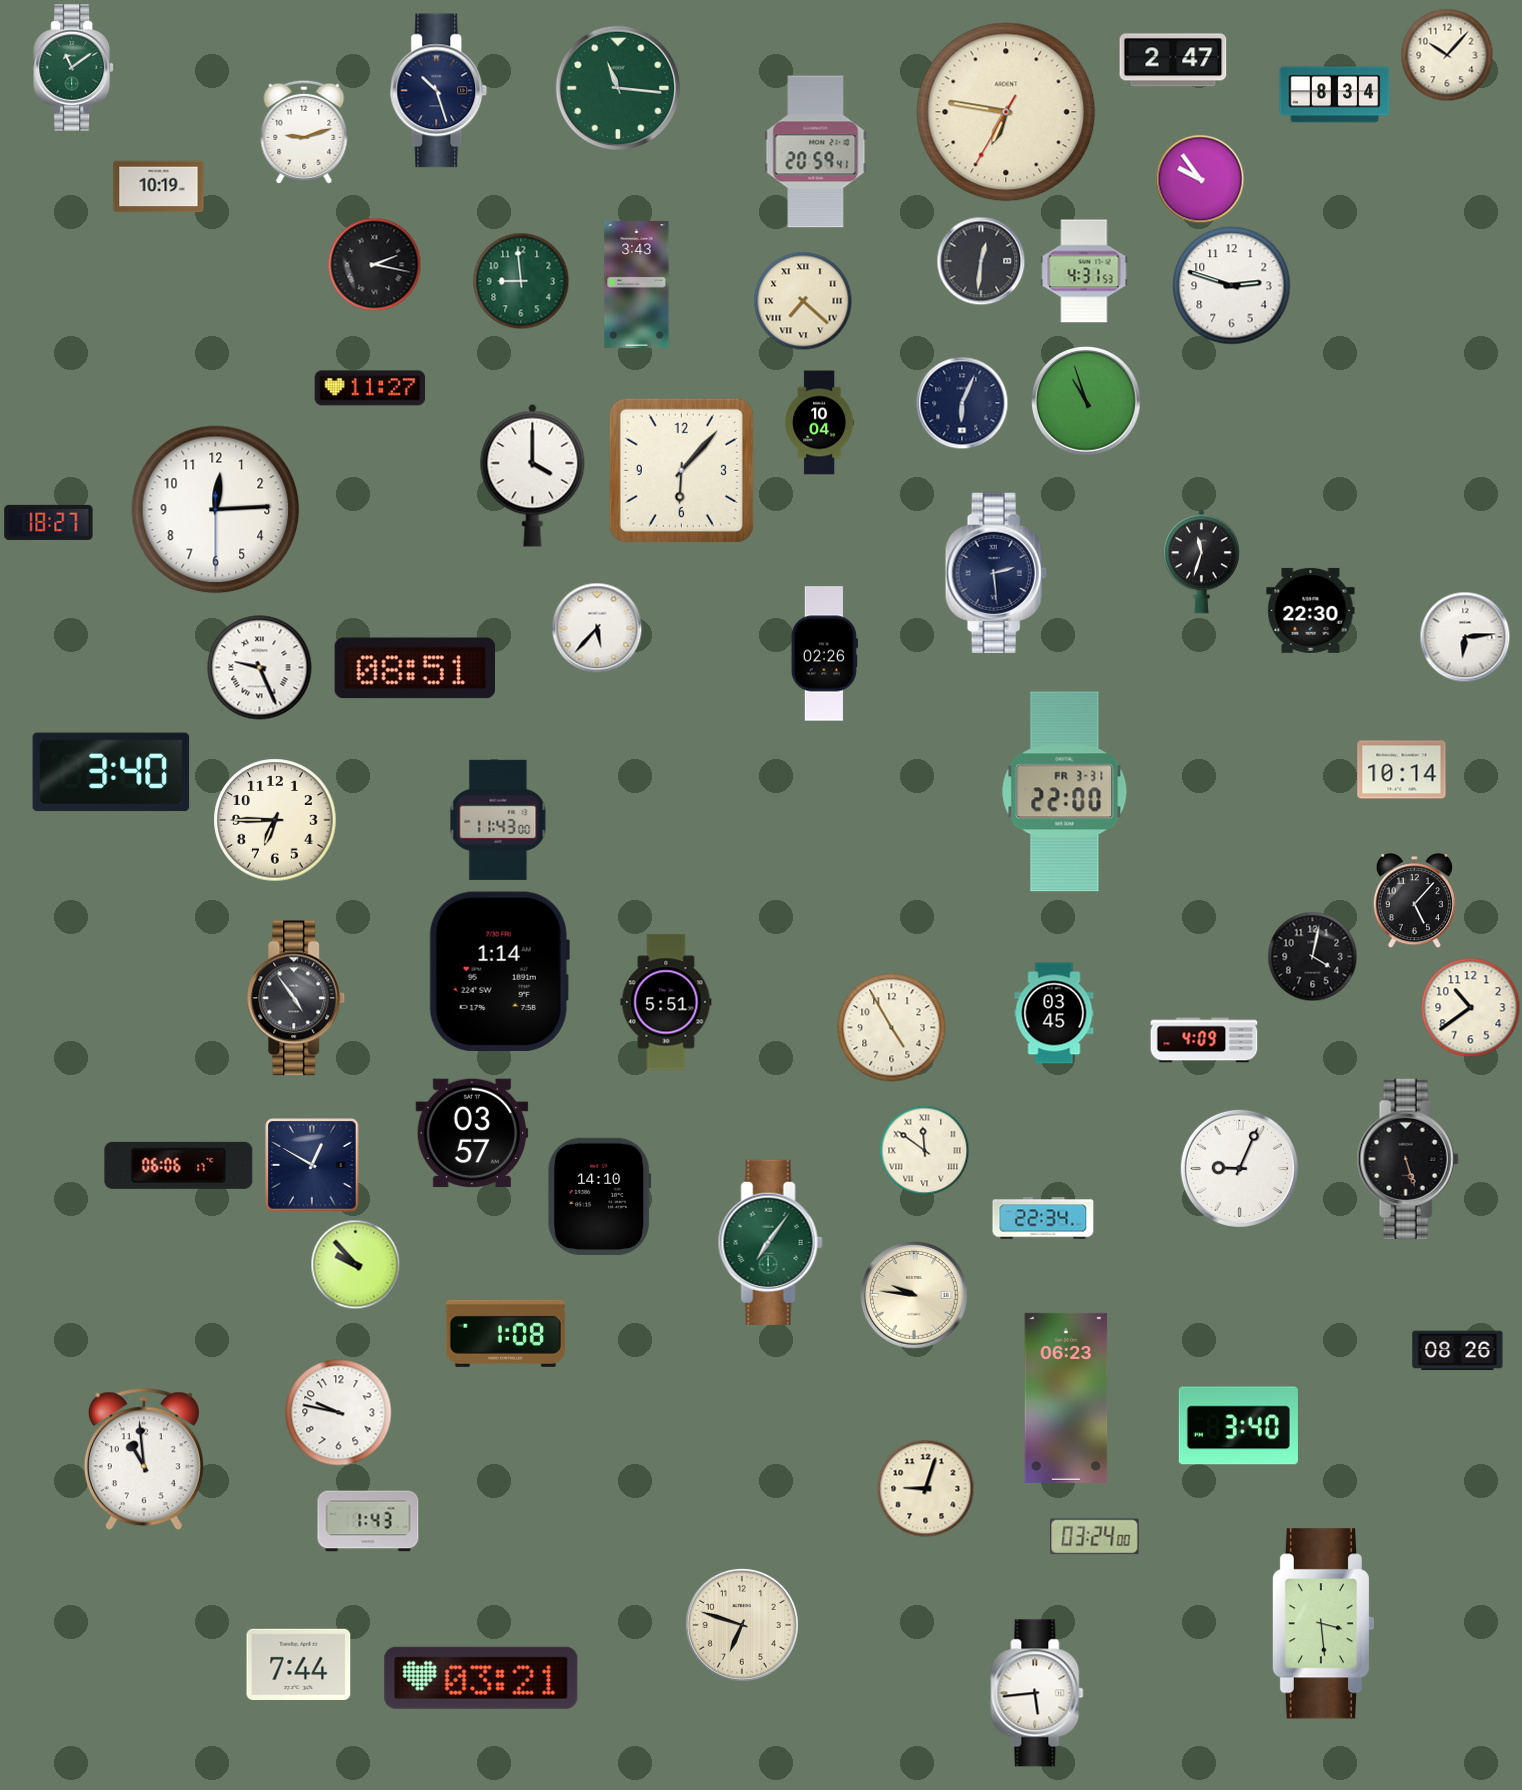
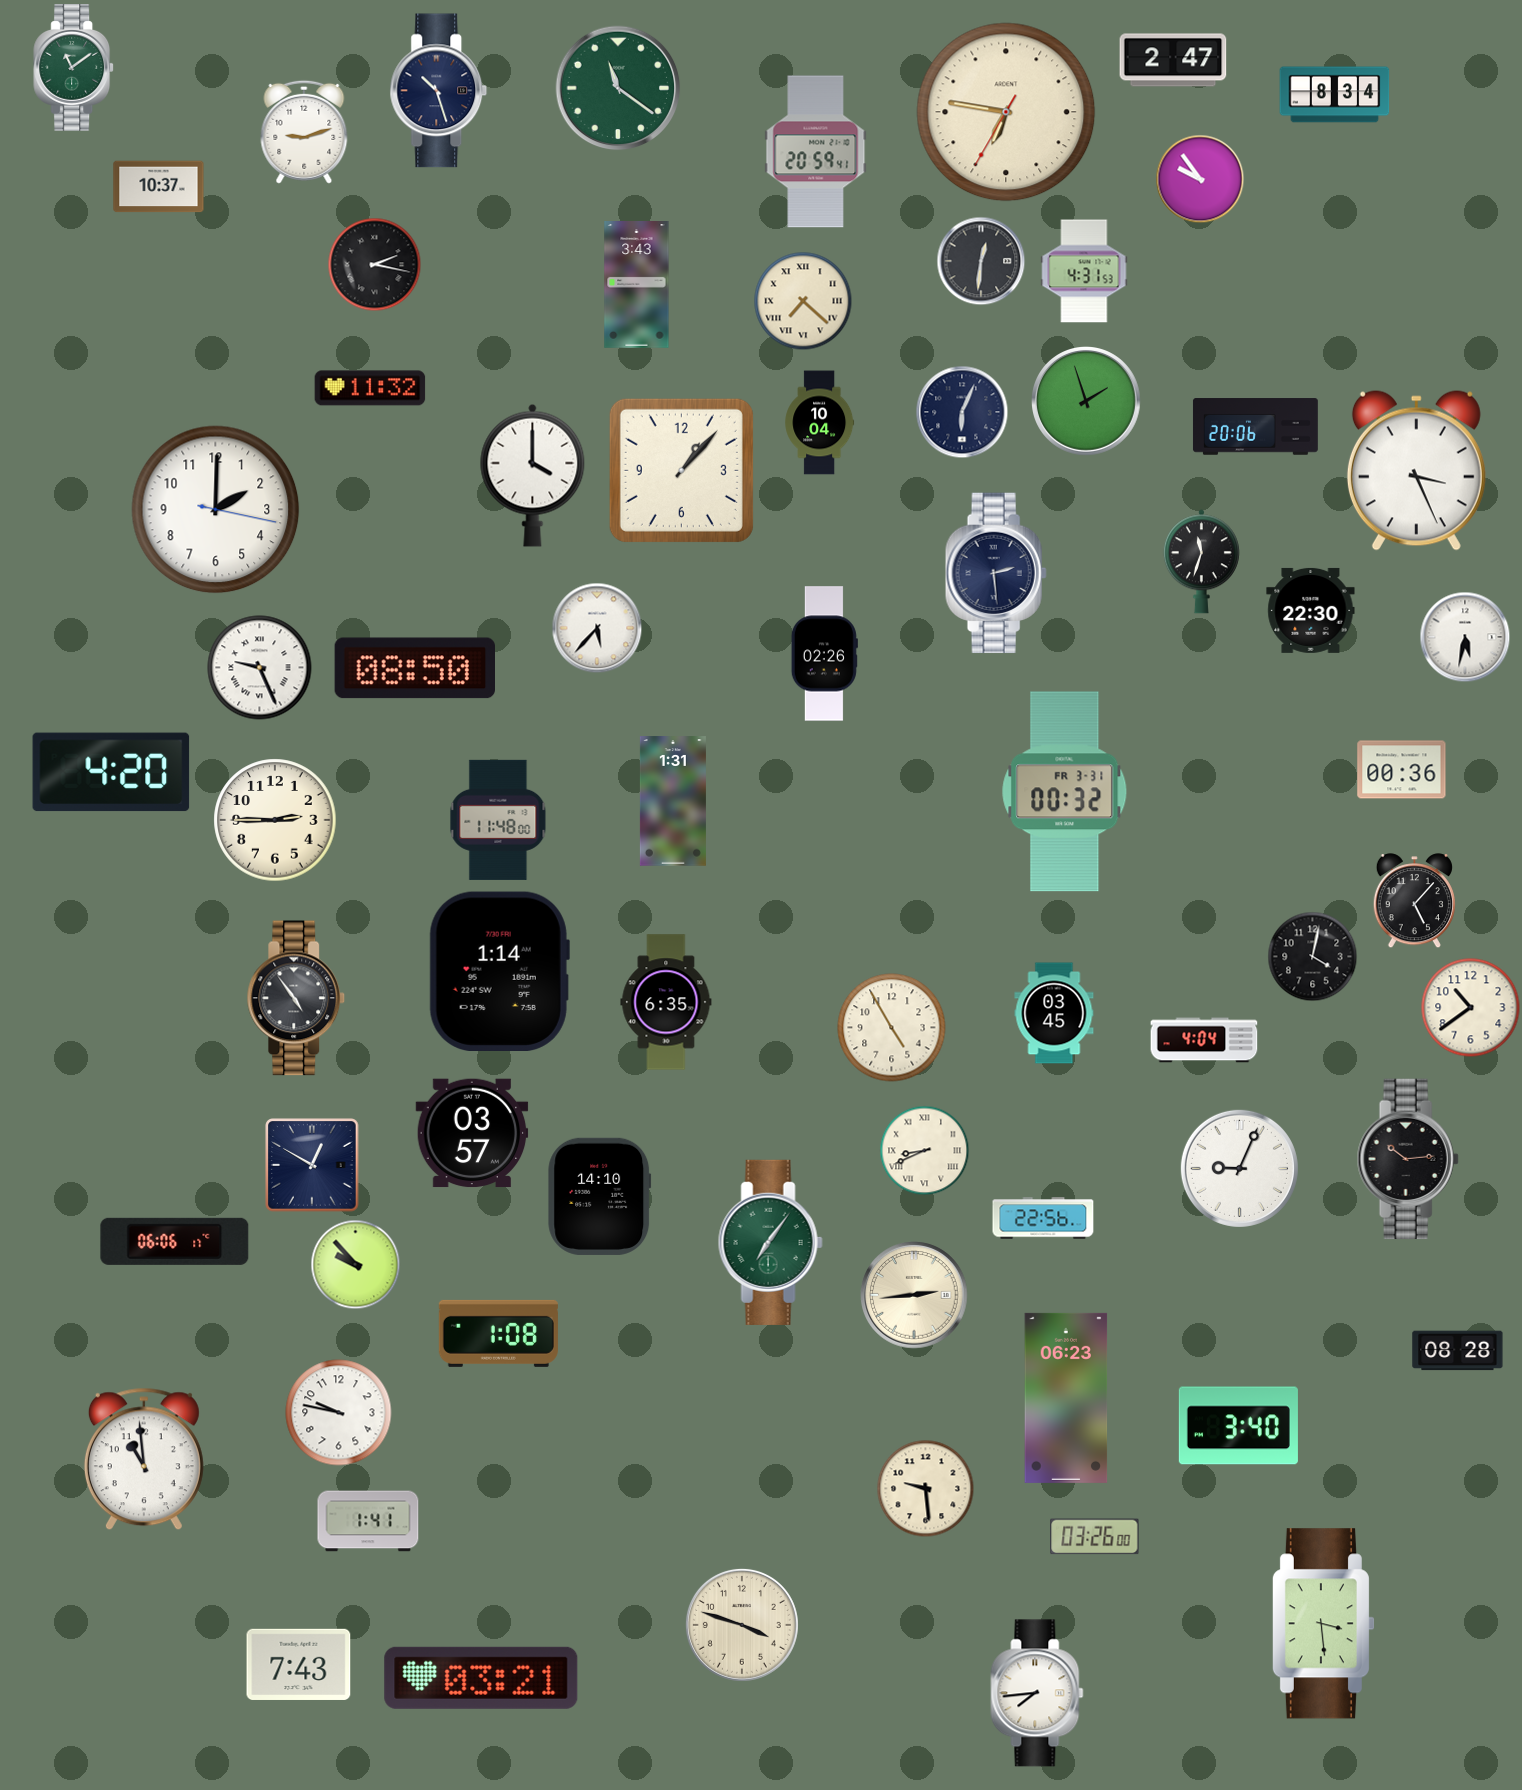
clock at (1447, 55): 10:07 -> none
clock at (618, 88): 11:16 -> 11:21
clock at (159, 187): 10:19 -> 10:37
clock at (521, 281): 8:59 -> none
clock at (1232, 286): 2:48 -> none
clock at (370, 388): 11:27 -> 11:32
clock at (1087, 402): 10:57 -> 1:57
clock at (962, 403) position: (962, 403) -> (962, 412)
clock at (1255, 427): none -> 20:06
clock at (681, 470): 6:07 -> 1:07
clock at (1416, 471): none -> 3:26
clock at (216, 510): 12:14 -> 2:00
clock at (49, 522): 18:27 -> none
clock at (1465, 637): 6:14 -> 5:32
clock at (415, 668): 08:51 -> 08:50
clock at (1402, 770): 10:14 -> 00:36
clock at (111, 772): 3:40 -> 4:20
clock at (1065, 792): 22:00 -> 00:32
clock at (673, 801): none -> 1:31
clock at (275, 820): 6:45 -> 2:45
clock at (498, 820): 11:43 -> 11:48
clock at (666, 1002): 5:51 -> 6:35
clock at (1204, 1040): 4:09 -> 4:04
clock at (924, 1150): 11:51 -> 8:41
clock at (1408, 1159): 5:27 -> 10:14
clock at (179, 1165) position: (179, 1165) -> (175, 1241)
clock at (1043, 1218): 22:34 -> 22:56
clock at (914, 1295): 9:46 -> 2:44
clock at (505, 1333) position: (505, 1333) -> (498, 1333)
clock at (1458, 1351): 08:26 -> 08:28
clock at (925, 1488): 9:03 -> 9:29
clock at (368, 1521): 1:43 -> 1:41
clock at (1095, 1537): 03:24 -> 03:26
clock at (742, 1625): 6:48 -> 3:48
clock at (299, 1664): 7:44 -> 7:43
clock at (1037, 1693): 5:44 -> 7:44
